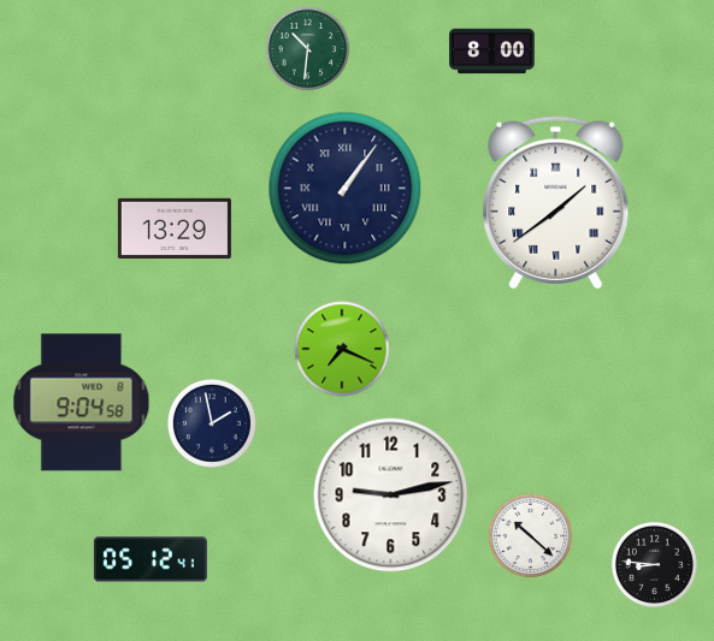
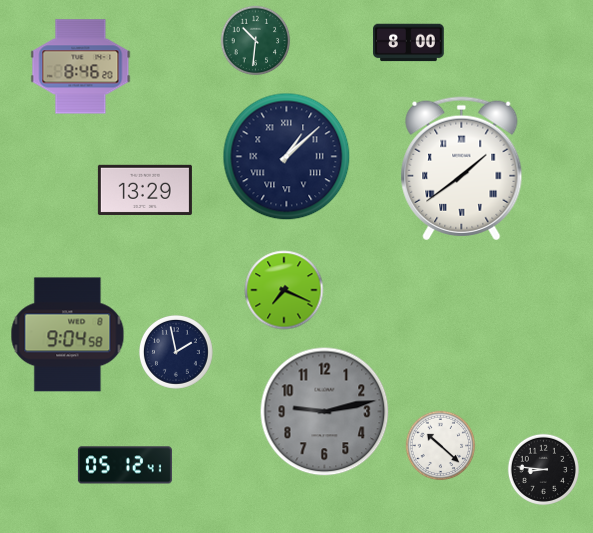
clock at (81, 67): none -> 8:46
clock at (346, 189): 1:06 -> 1:08
clock at (391, 495) dial: white -> grey
